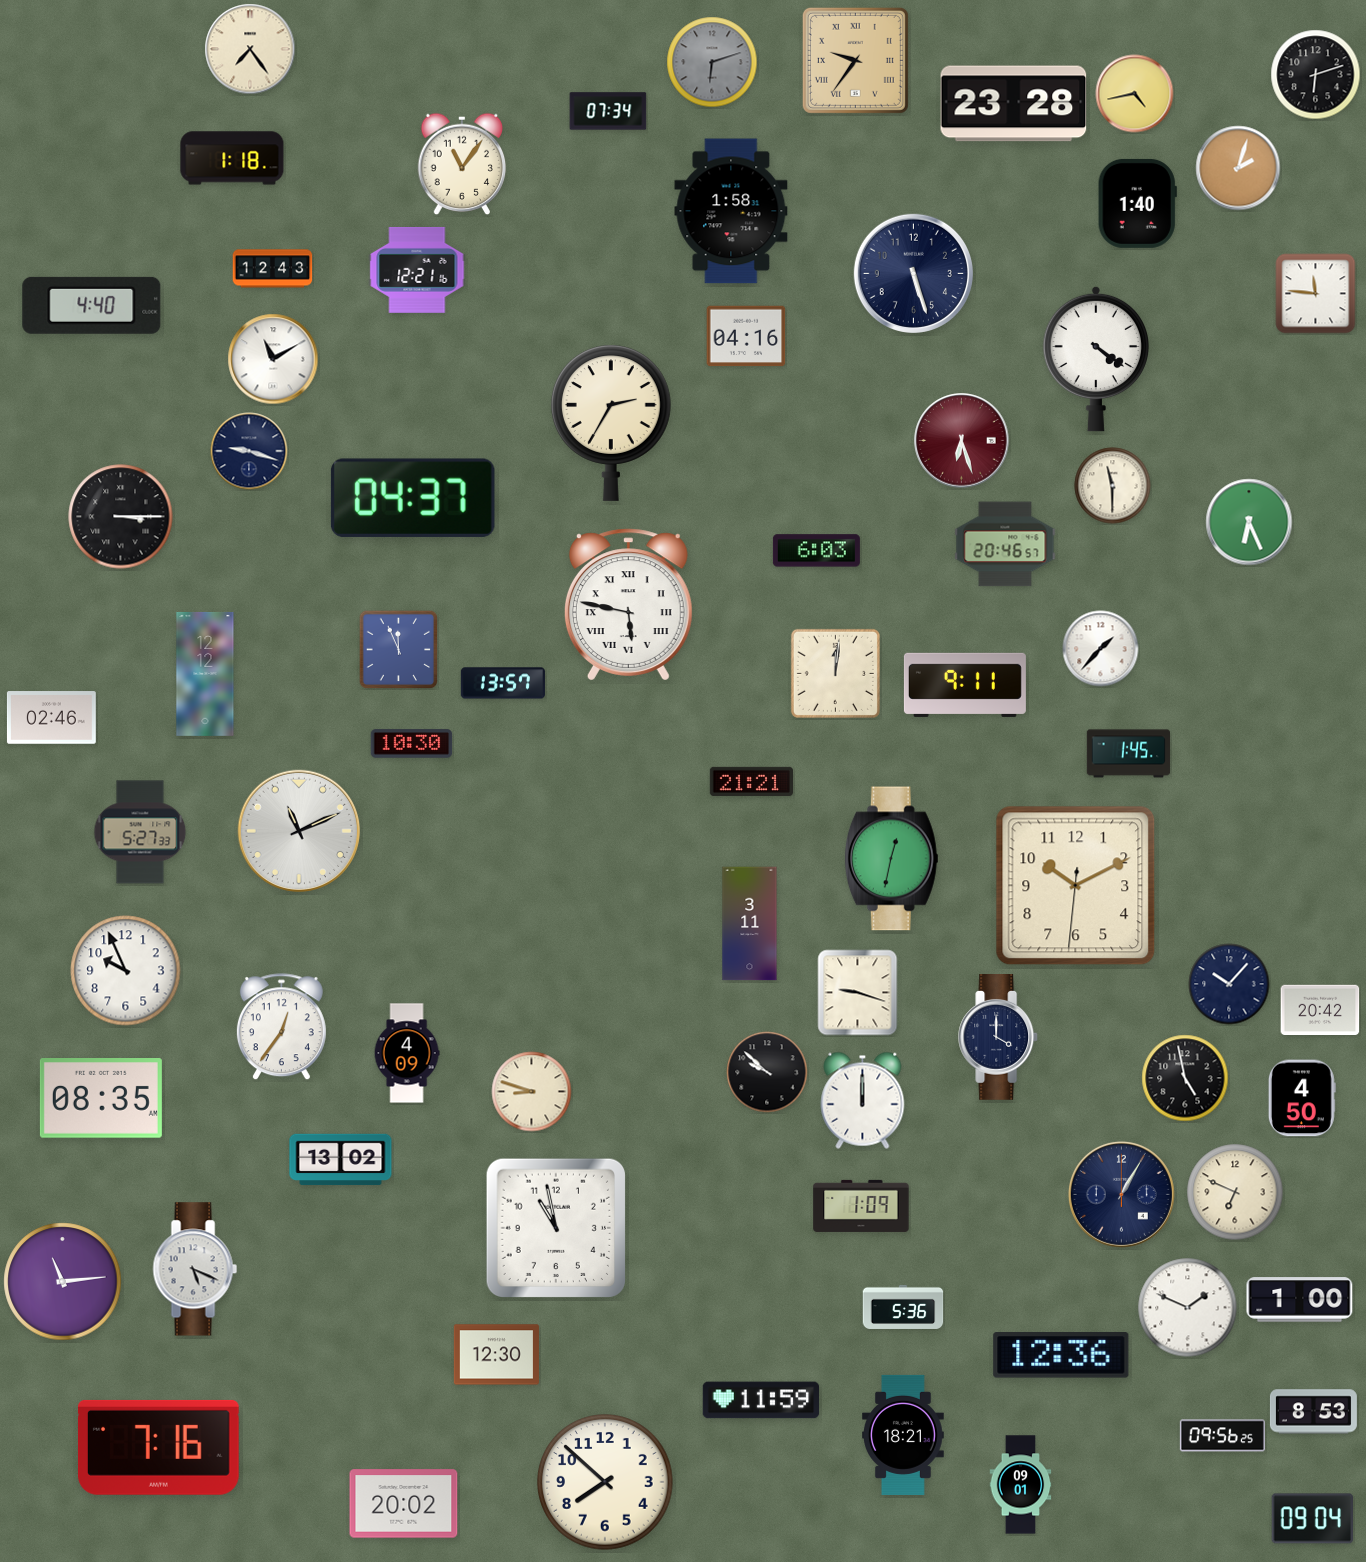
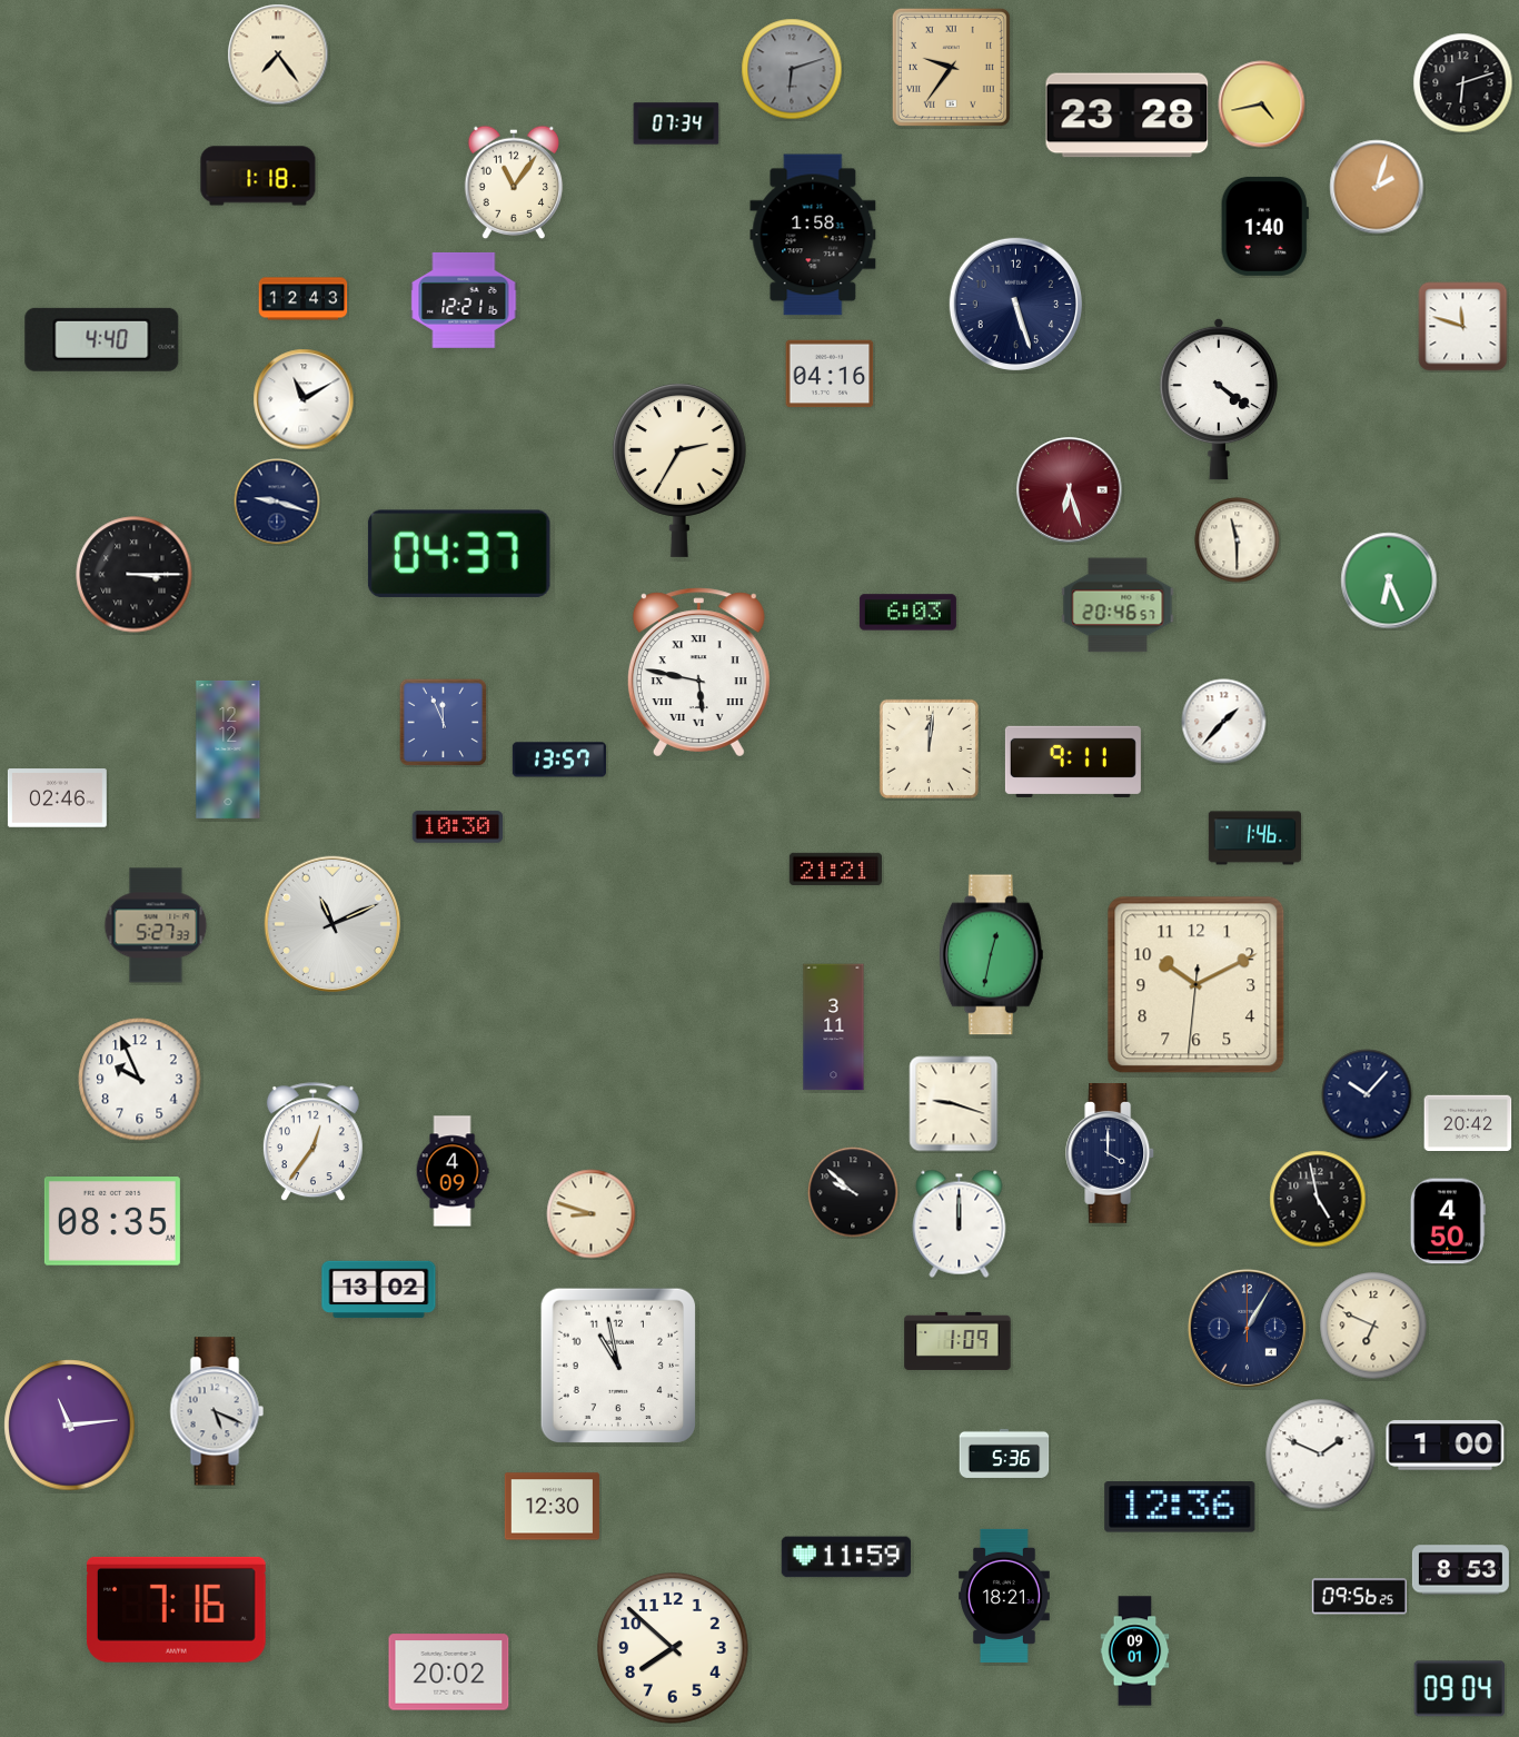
clock at (1316, 294): 11:46 -> 11:48
clock at (1129, 754): 1:45 -> 1:46
